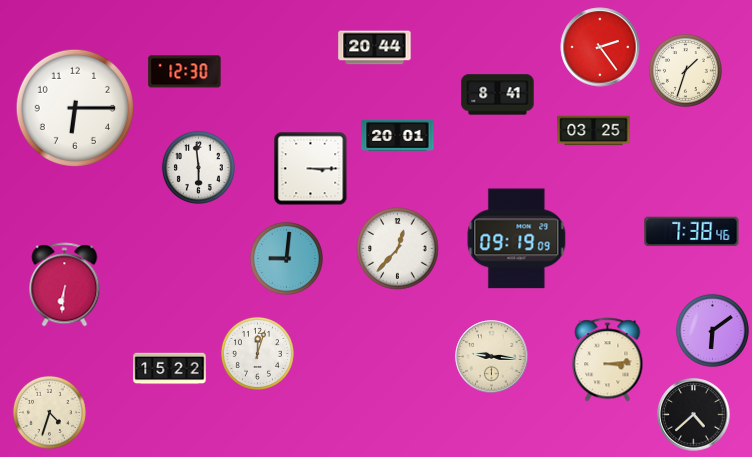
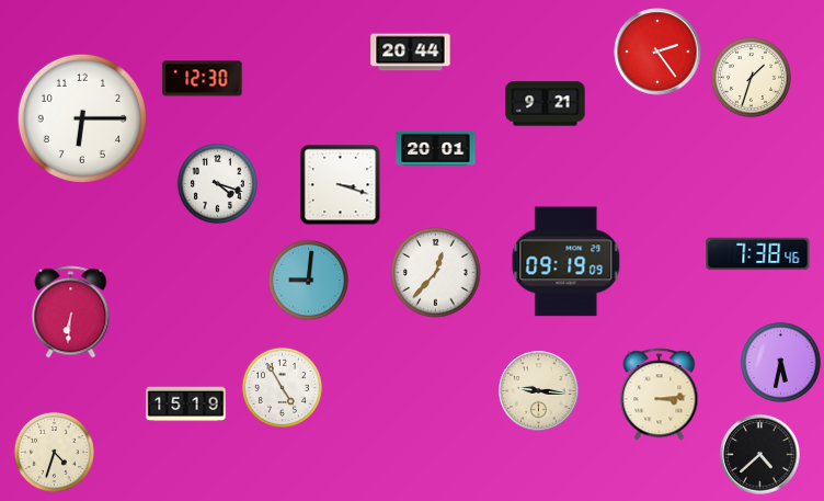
clock at (498, 95): 8:41 -> 9:21
clock at (594, 131): 03:25 -> none
clock at (198, 167): 5:59 -> 4:18
clock at (311, 169): 3:15 -> 3:18
clock at (286, 258) position: (286, 258) -> (308, 280)
clock at (712, 330): 6:09 -> 5:32
clock at (257, 353): 12:03 -> 4:55
clock at (608, 360) position: (608, 360) -> (660, 395)
clock at (170, 369): 15:22 -> 15:19
